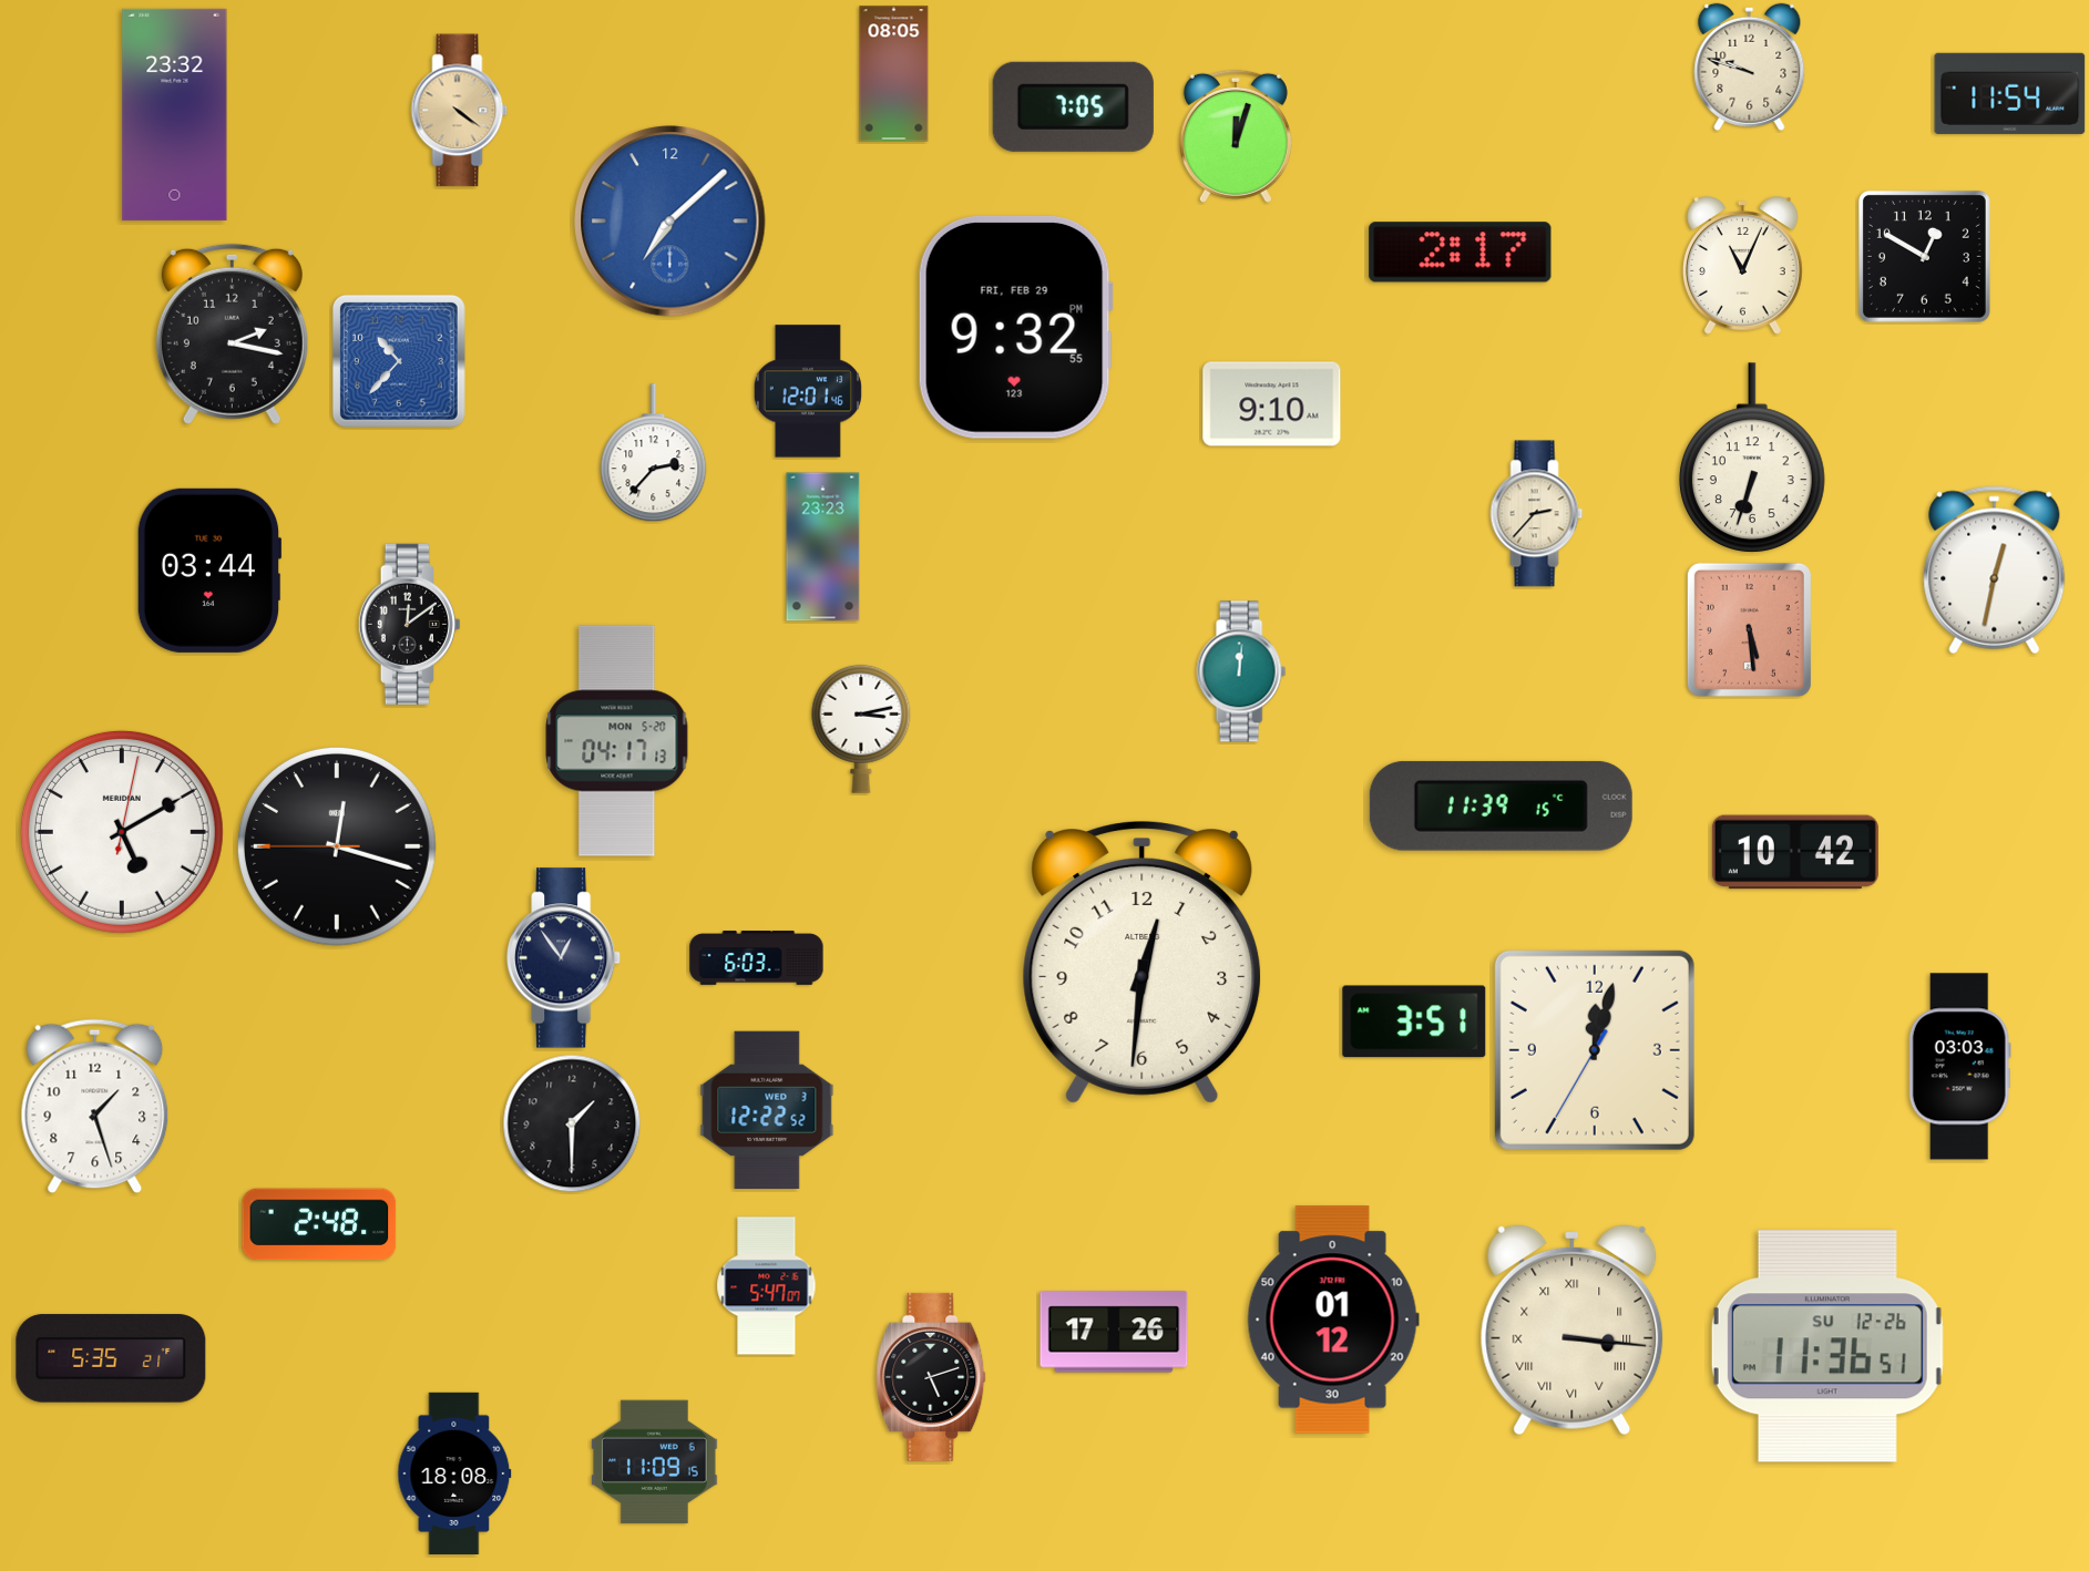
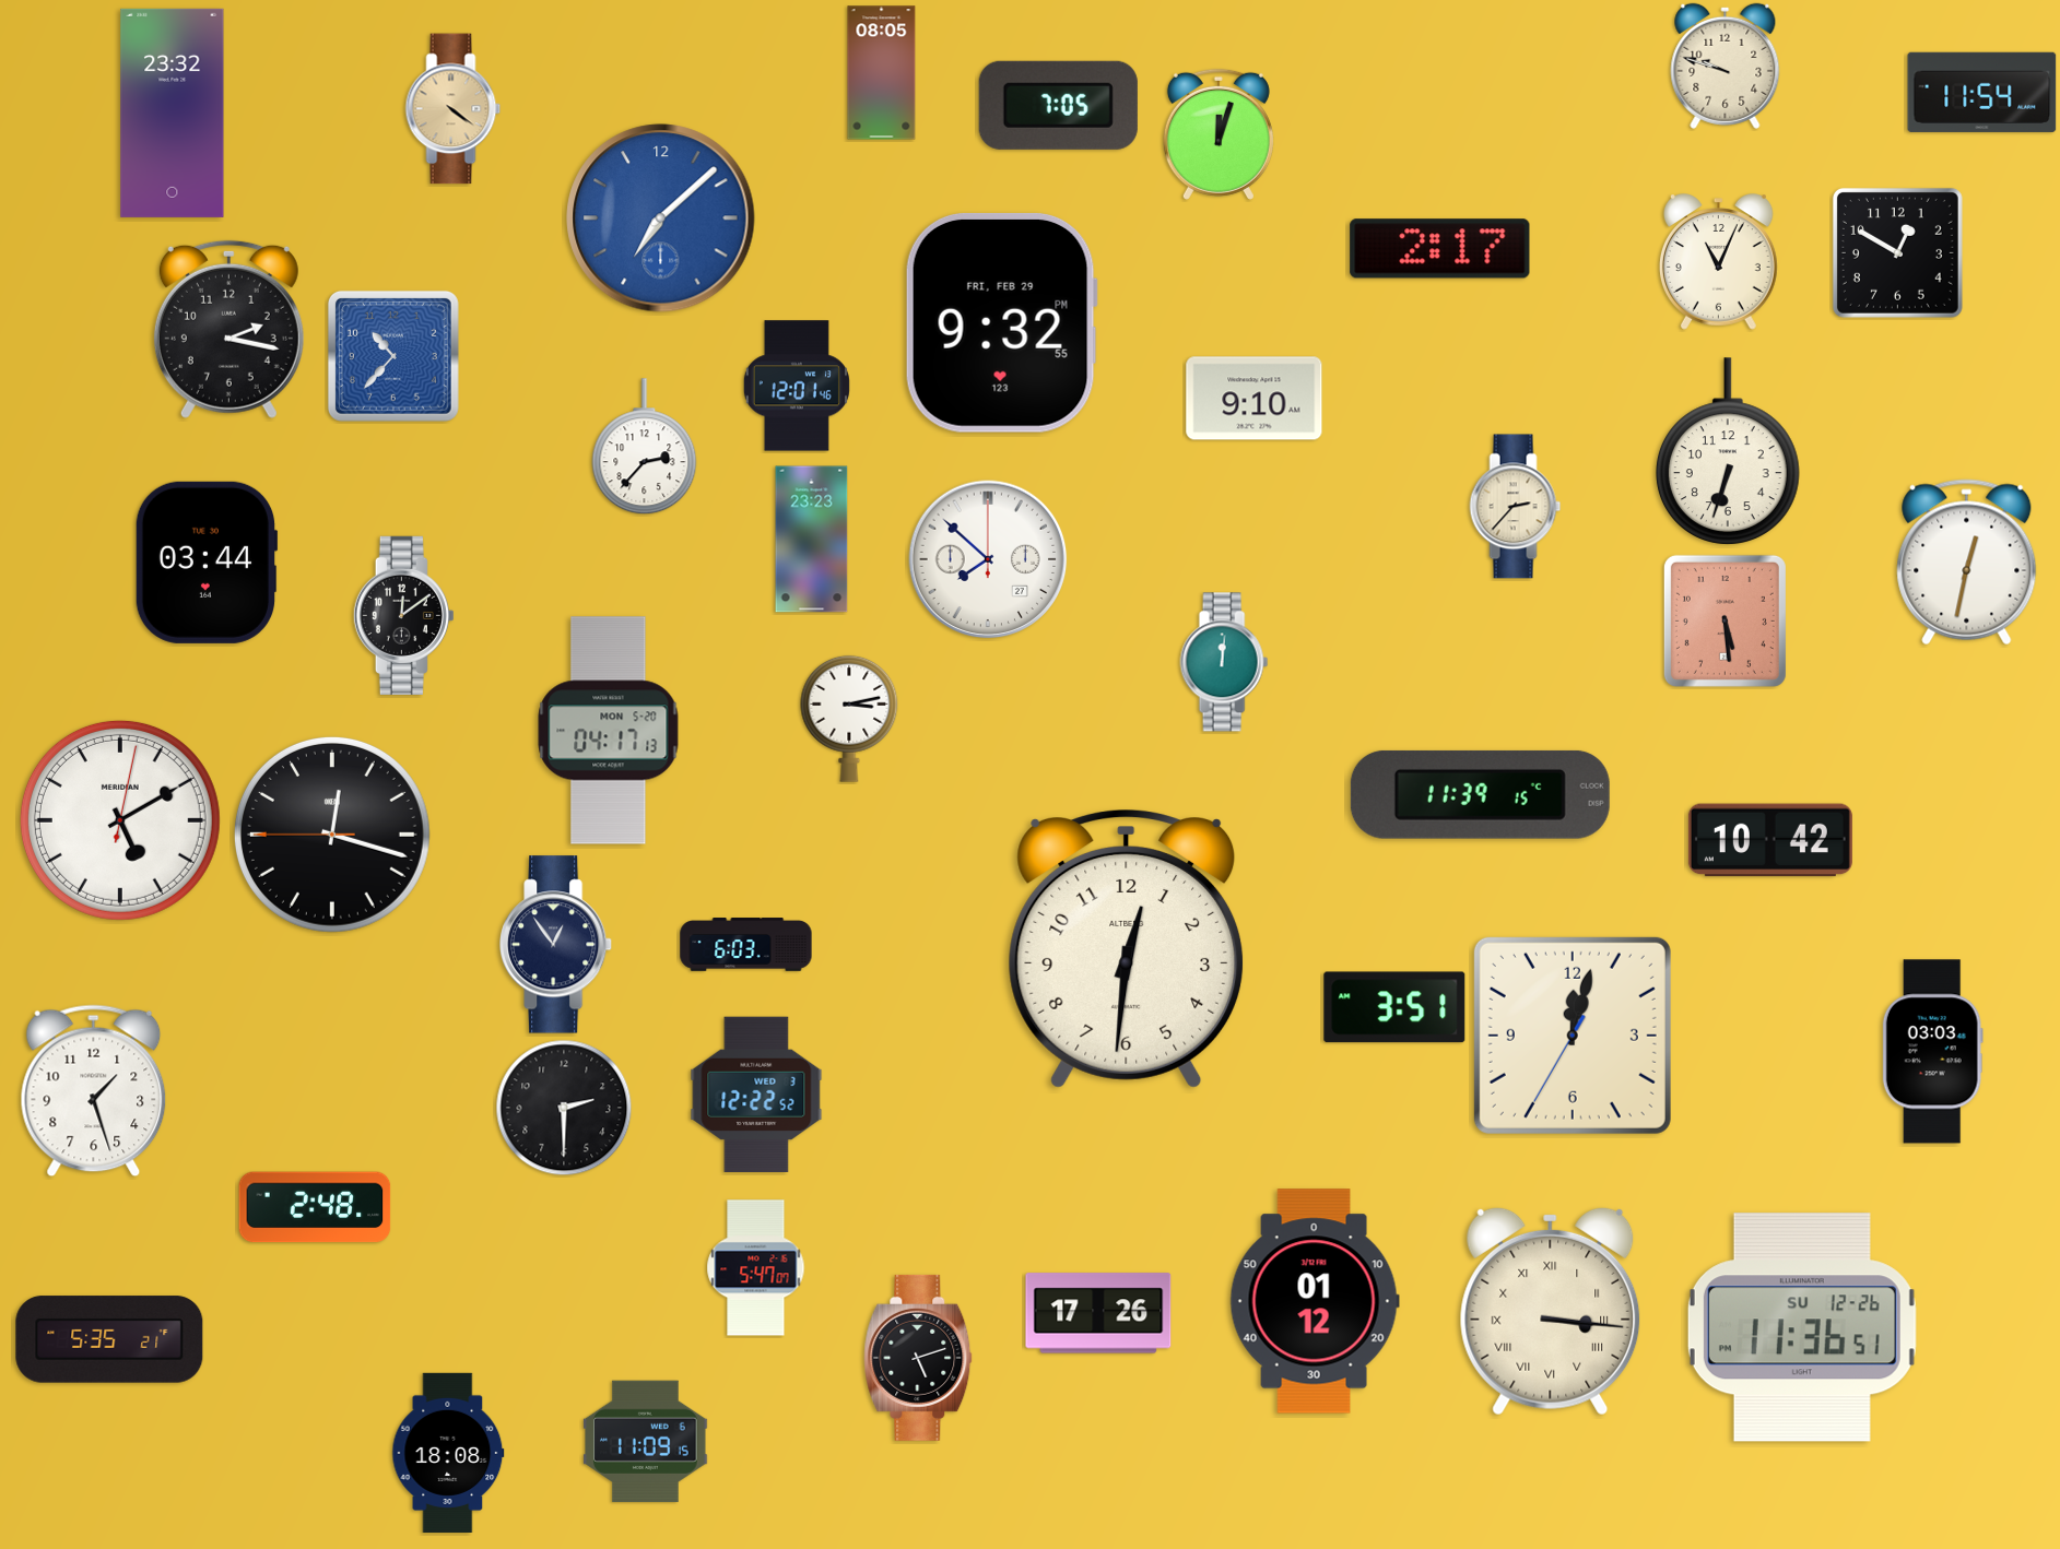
clock at (988, 559): none -> 7:52
clock at (572, 1123): 1:30 -> 2:30
